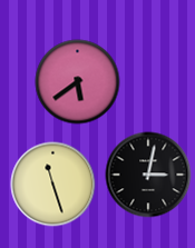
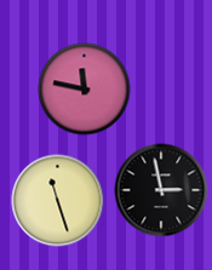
clock at (78, 82): 5:39 -> 11:47
clock at (148, 175): 3:02 -> 2:58
